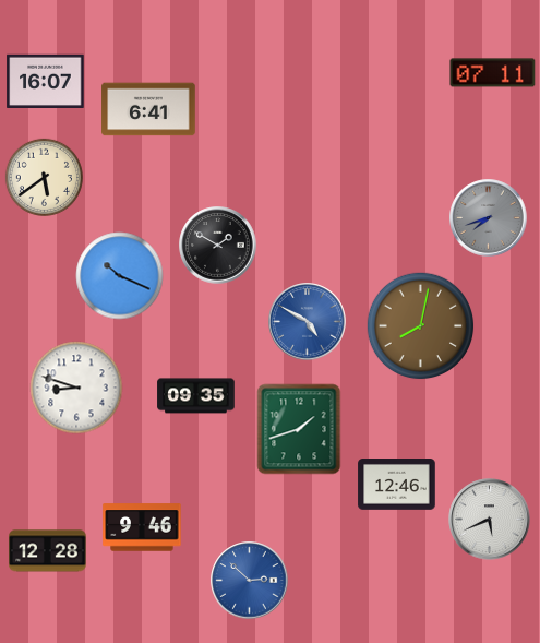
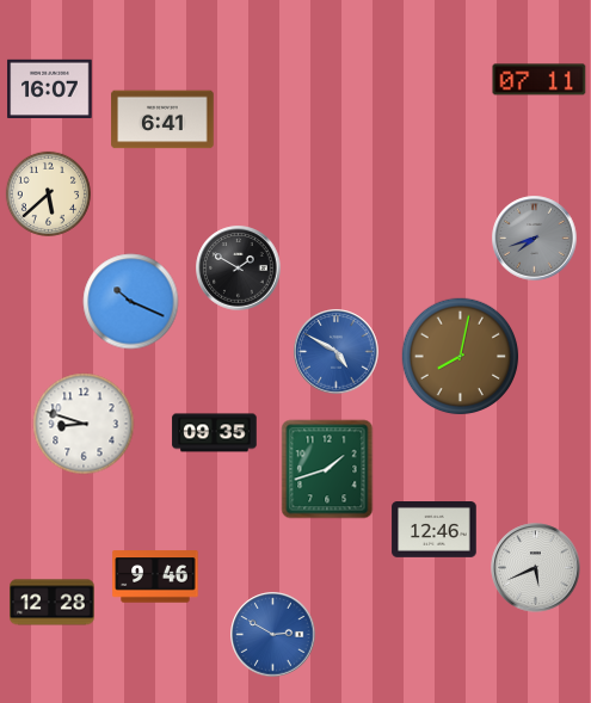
clock at (44, 177): 5:39 -> 5:38
clock at (250, 581): 2:52 -> 2:50
